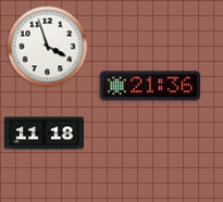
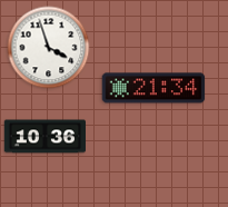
clock at (150, 86): 21:36 -> 21:34
clock at (44, 134): 11:18 -> 10:36
